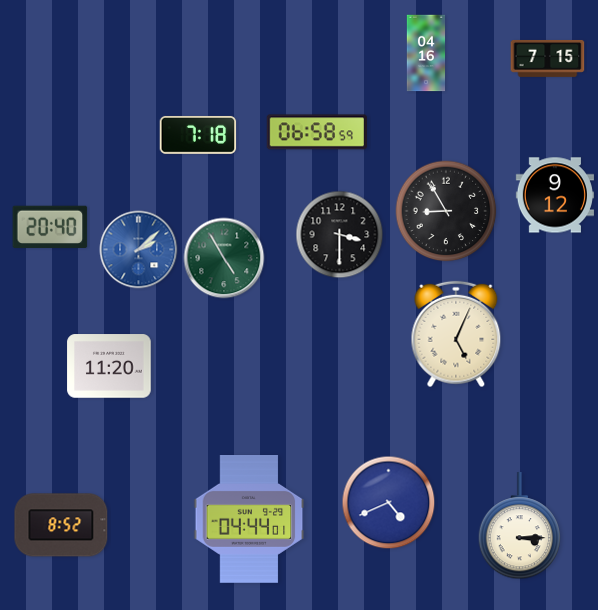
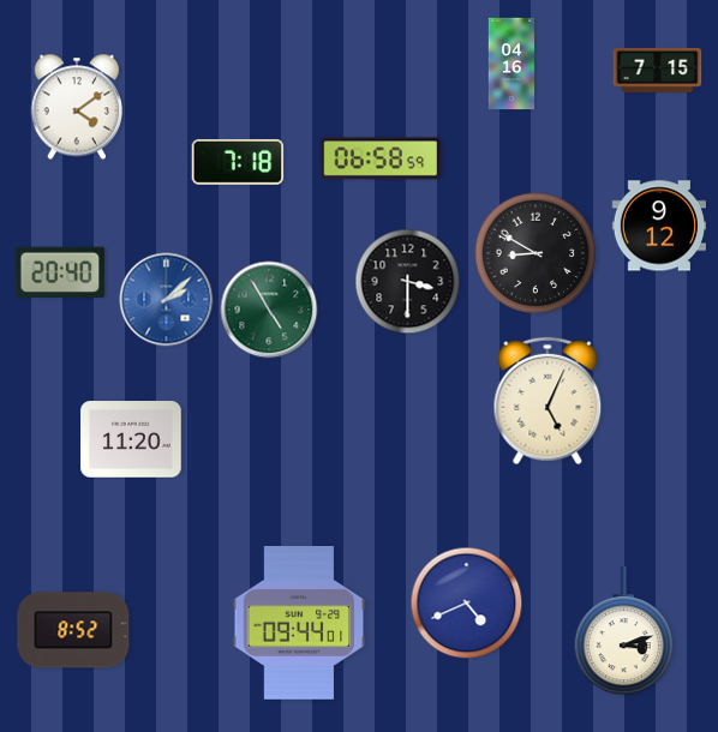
clock at (77, 107): none -> 4:09
clock at (554, 195) position: (554, 195) -> (658, 226)
clock at (446, 211): 8:55 -> 8:50
clock at (249, 520): 04:44 -> 09:44
clock at (519, 526): 3:15 -> 3:12
